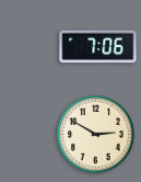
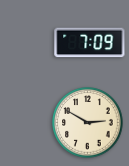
clock at (98, 47): 7:06 -> 7:09
